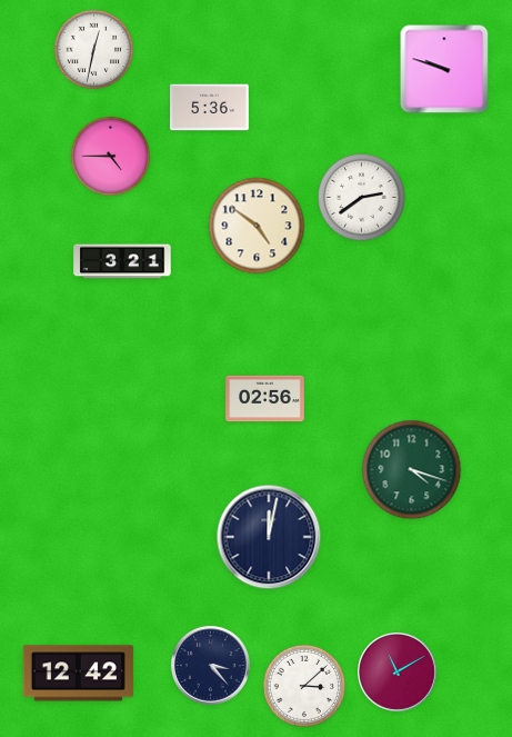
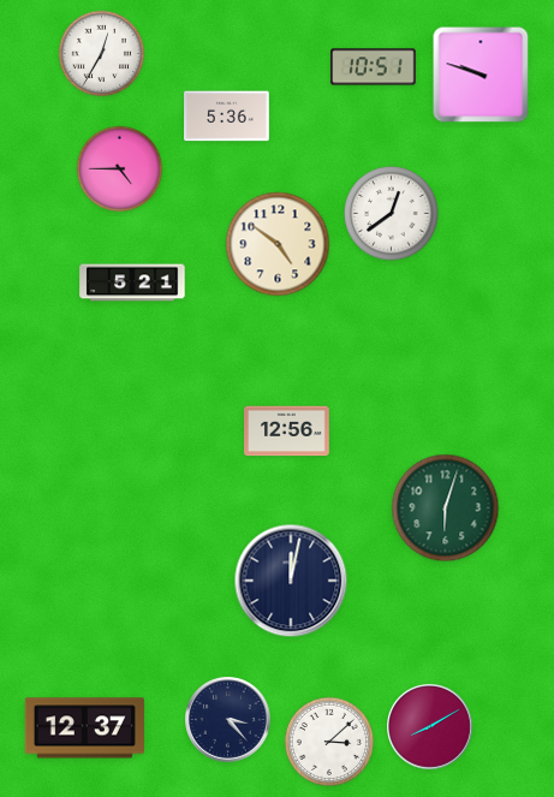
clock at (94, 50): 12:32 -> 12:35
clock at (374, 67): none -> 10:51
clock at (362, 198): 2:39 -> 12:39
clock at (122, 261): 3:21 -> 5:21
clock at (265, 399): 02:56 -> 12:56
clock at (412, 470): 4:18 -> 6:03
clock at (398, 673): 11:10 -> 8:10
clock at (78, 674): 12:42 -> 12:37
